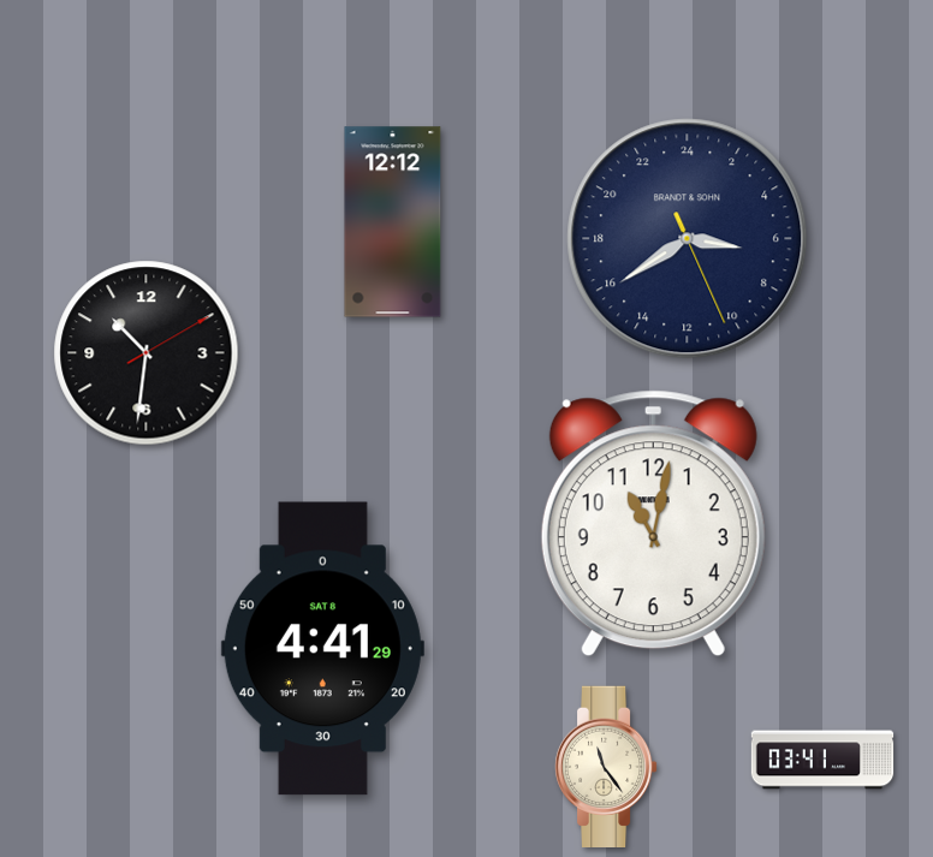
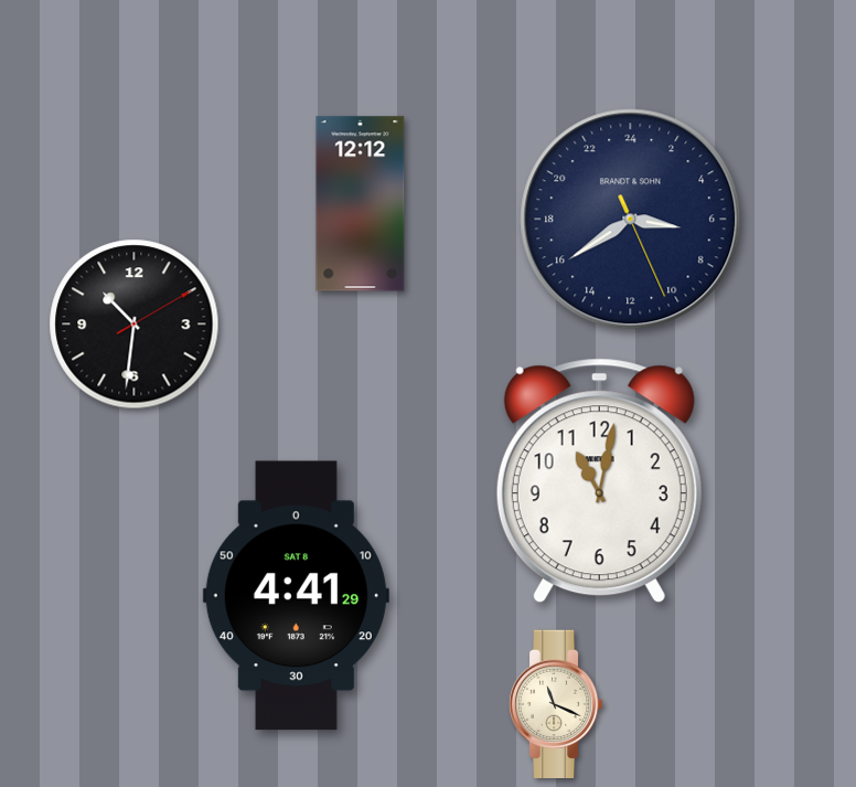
clock at (822, 760): 03:41 -> none
clock at (606, 766): 11:24 -> 11:19
